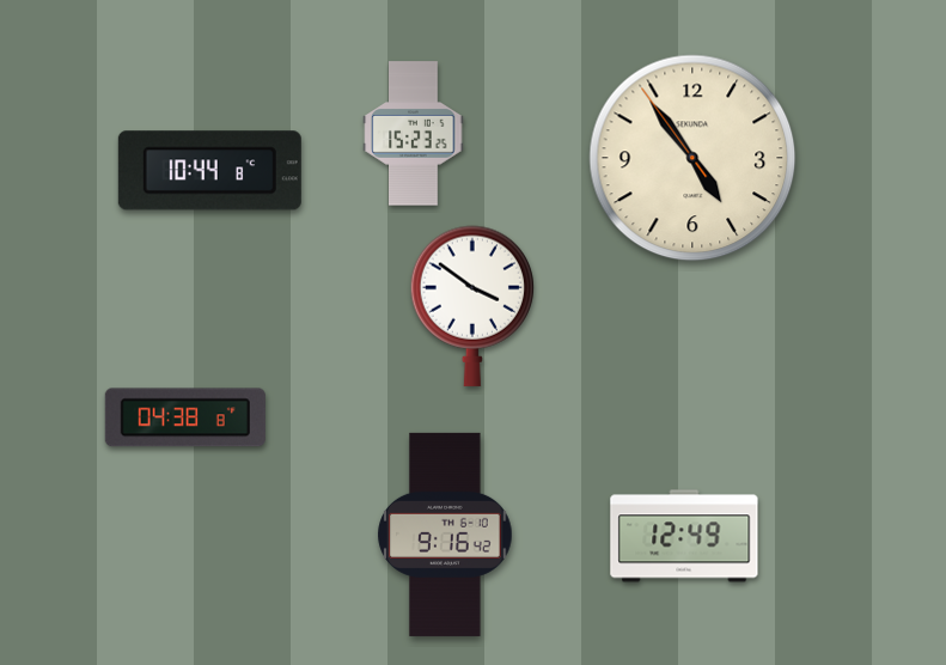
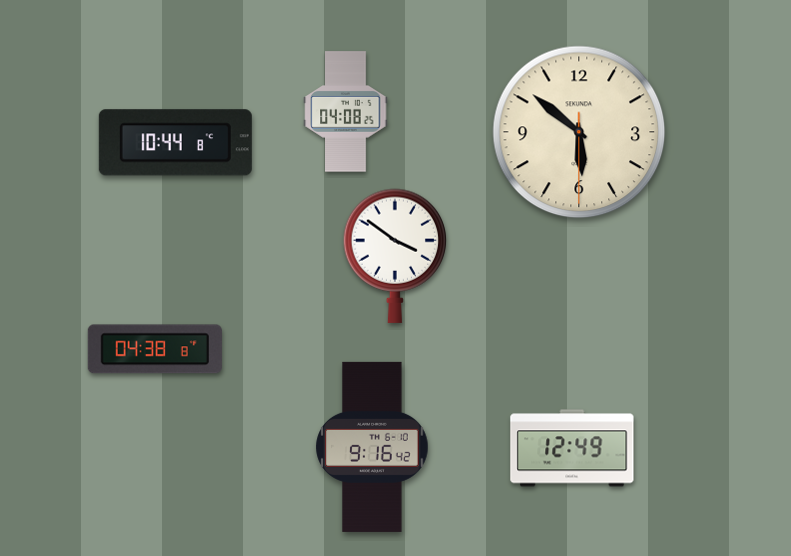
clock at (414, 134): 15:23 -> 04:08
clock at (692, 158): 4:53 -> 5:51
